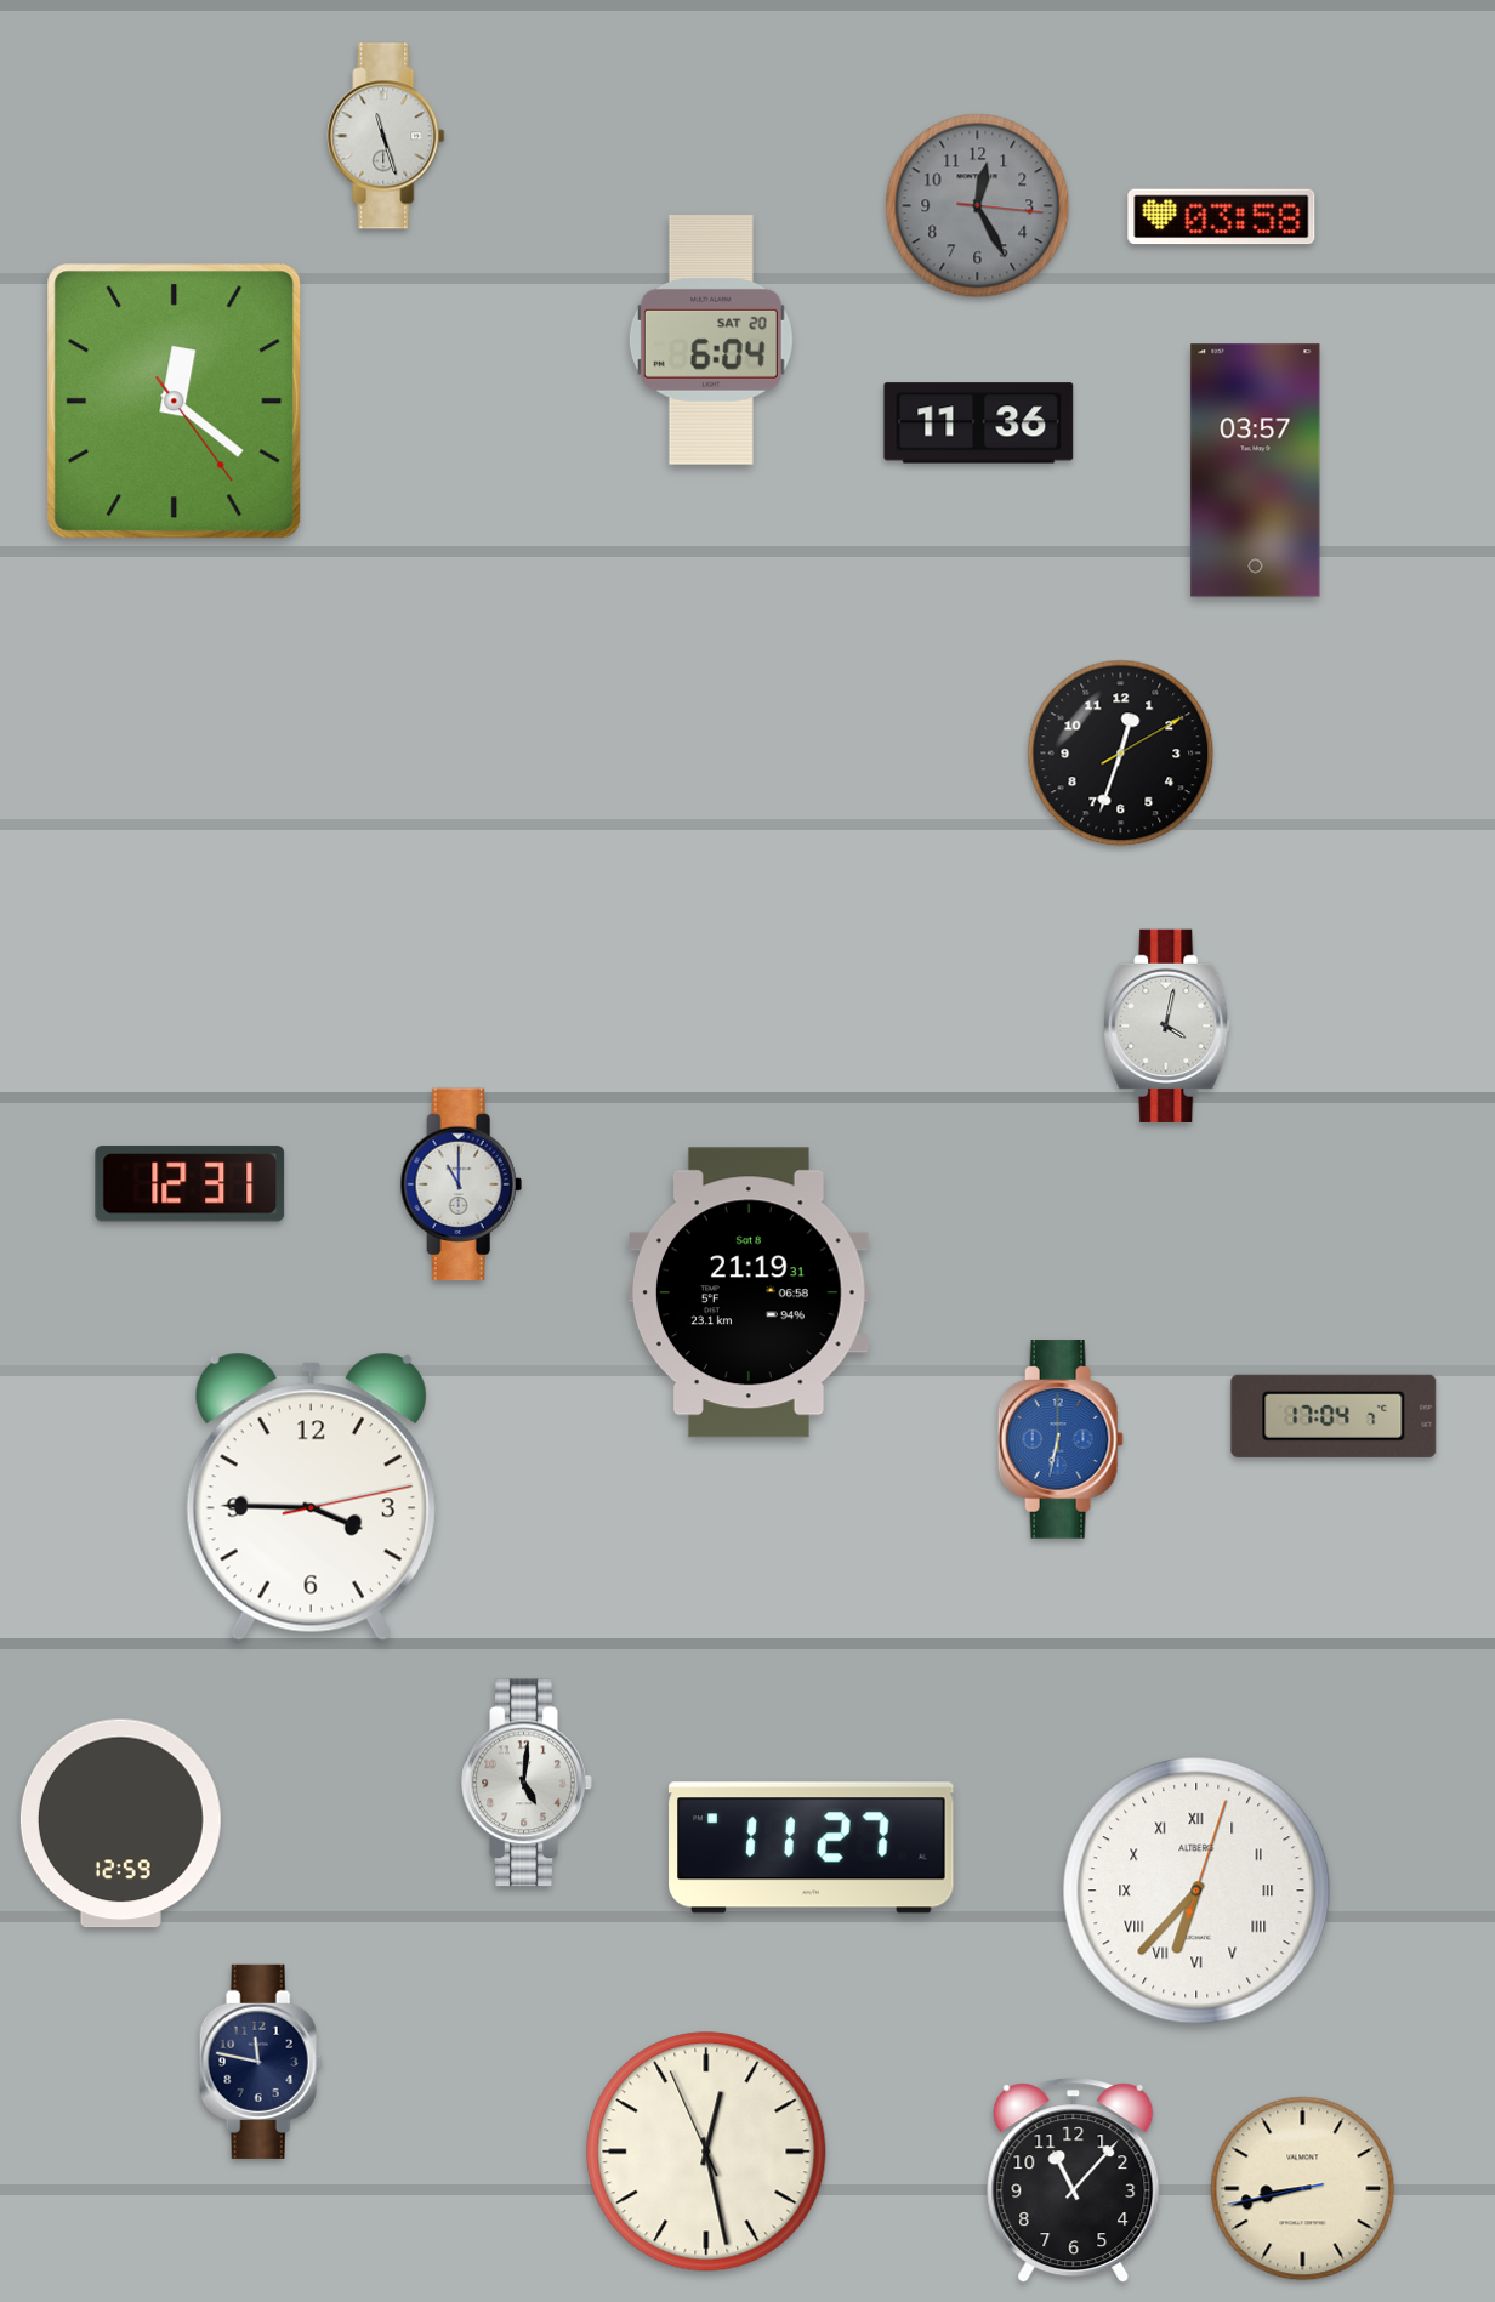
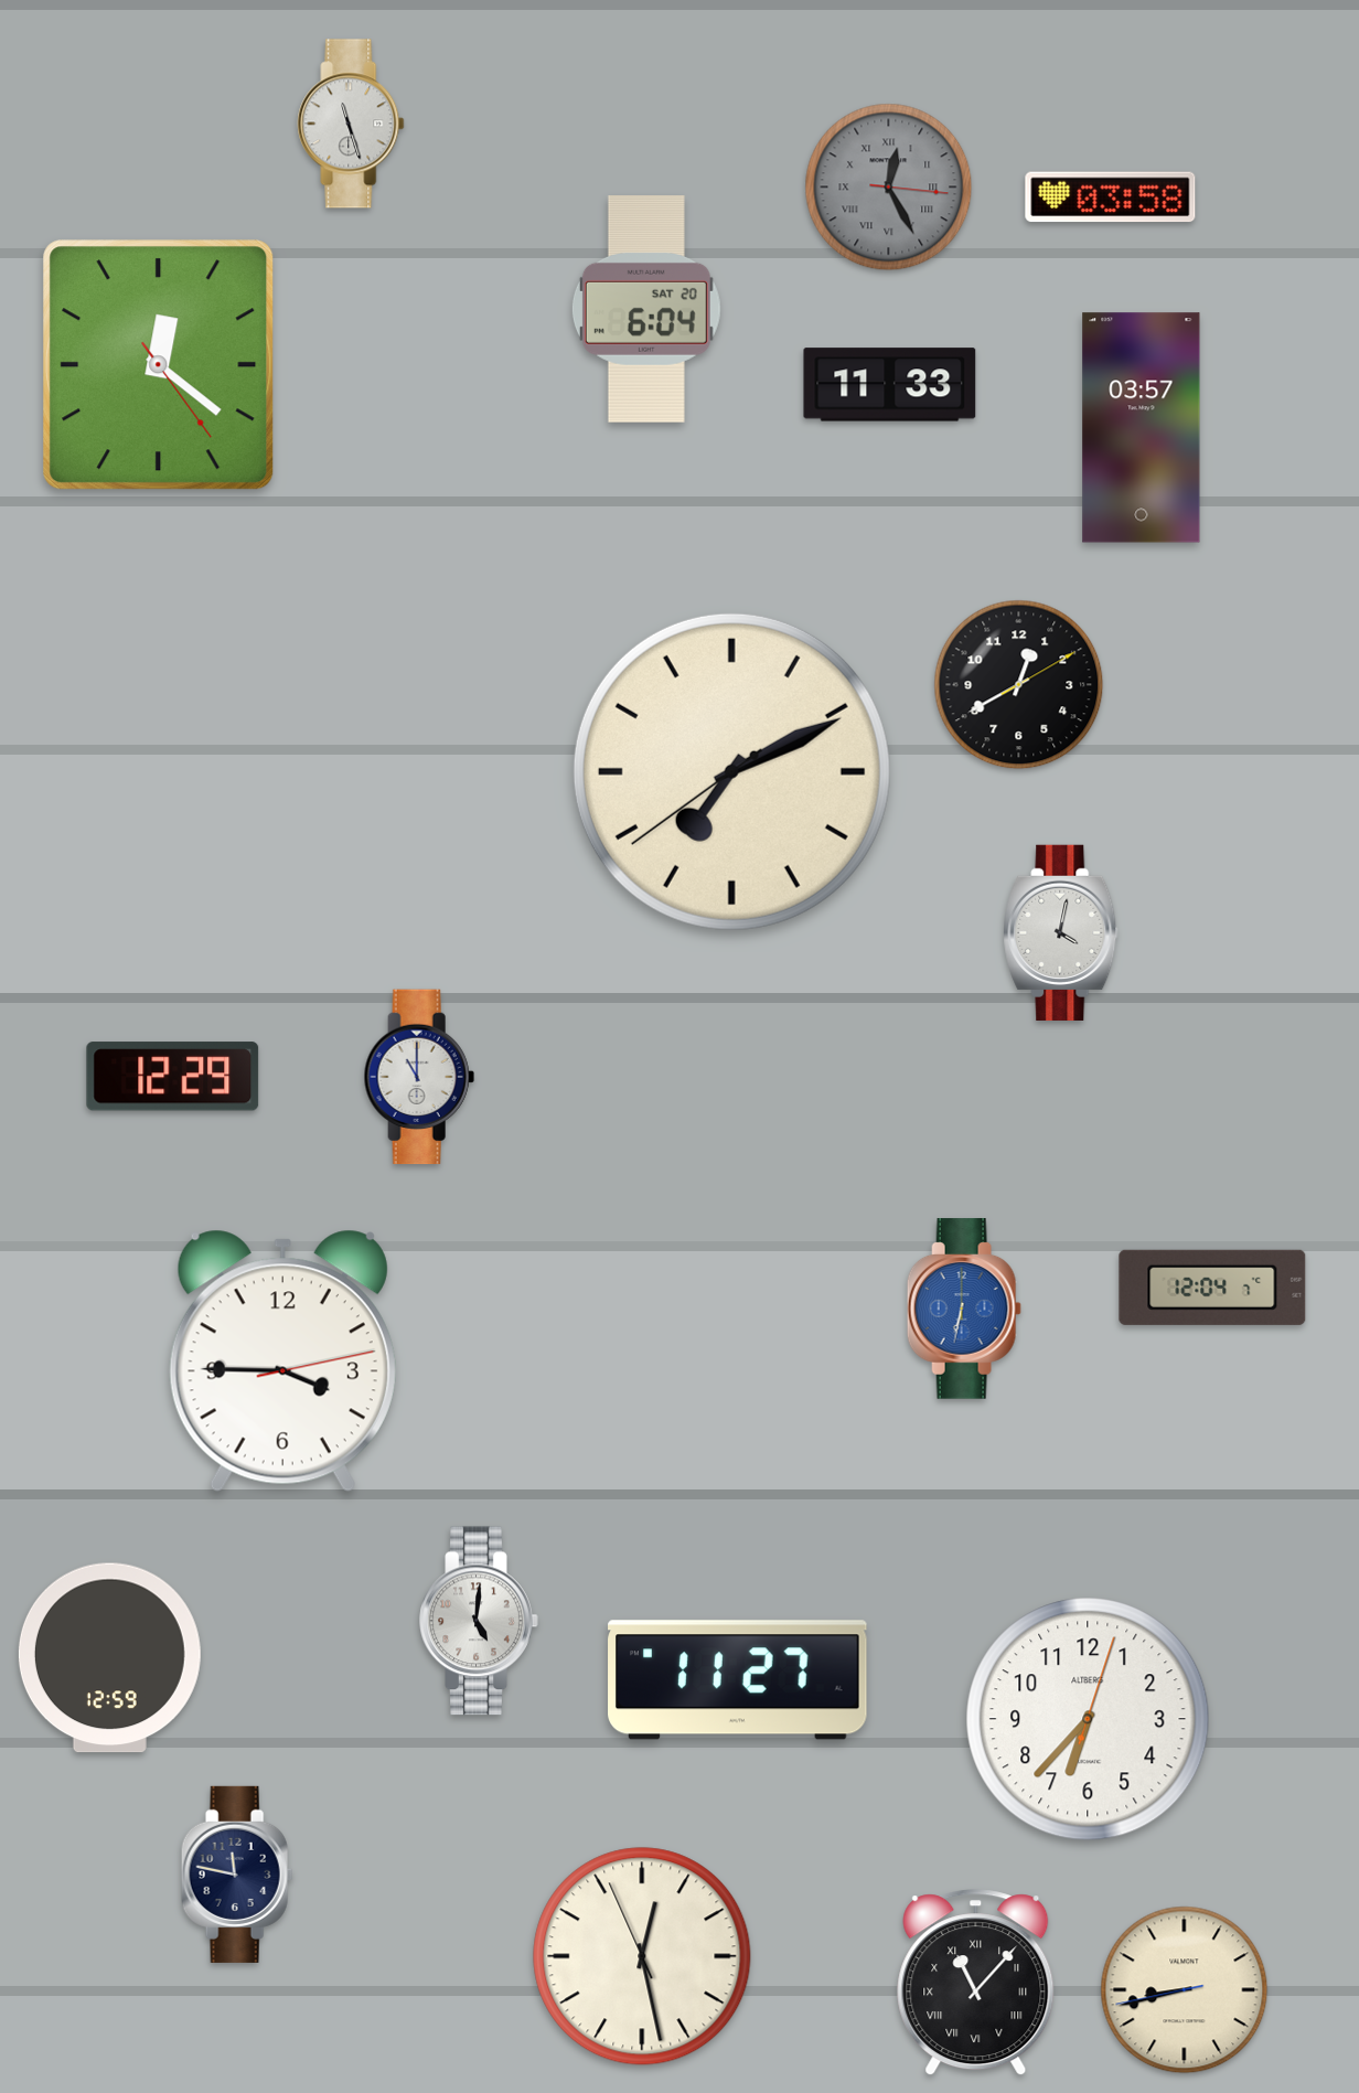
clock at (978, 206) numerals: Arabic -> Roman
clock at (979, 424): 11:36 -> 11:33
clock at (1121, 754): 12:33 -> 12:40
clock at (731, 771): none -> 7:10
clock at (191, 1184): 12:31 -> 12:29
clock at (750, 1292): 21:19 -> none
clock at (1334, 1416): 17:04 -> 12:04
clock at (1196, 1891) numerals: Roman -> Arabic
clock at (1074, 2181) numerals: Arabic -> Roman
